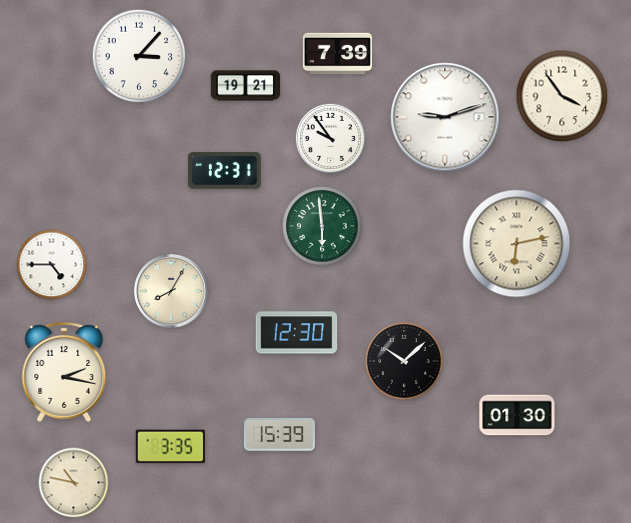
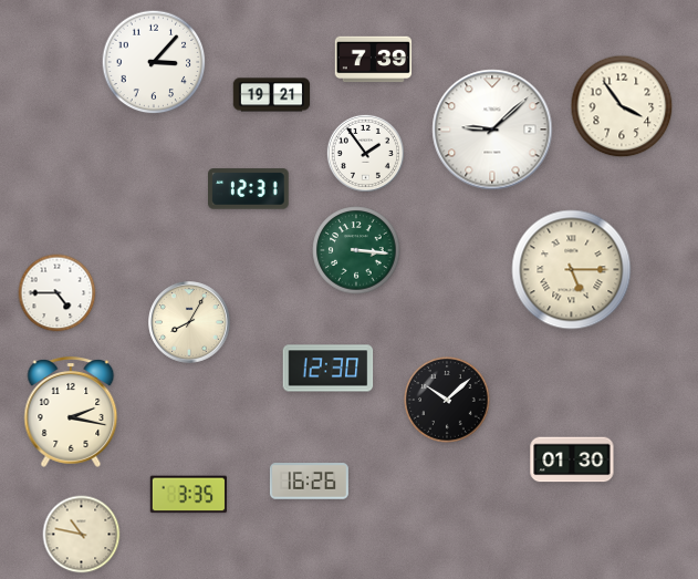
clock at (445, 117): 9:12 -> 9:08
clock at (330, 138): 9:54 -> 1:54
clock at (322, 226): 5:59 -> 3:16
clock at (517, 244): 6:13 -> 5:15
clock at (279, 435): 15:39 -> 16:26
